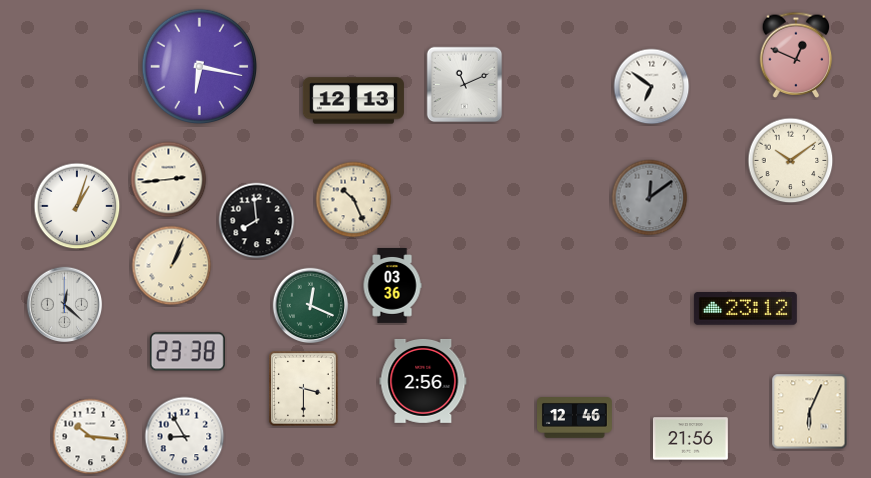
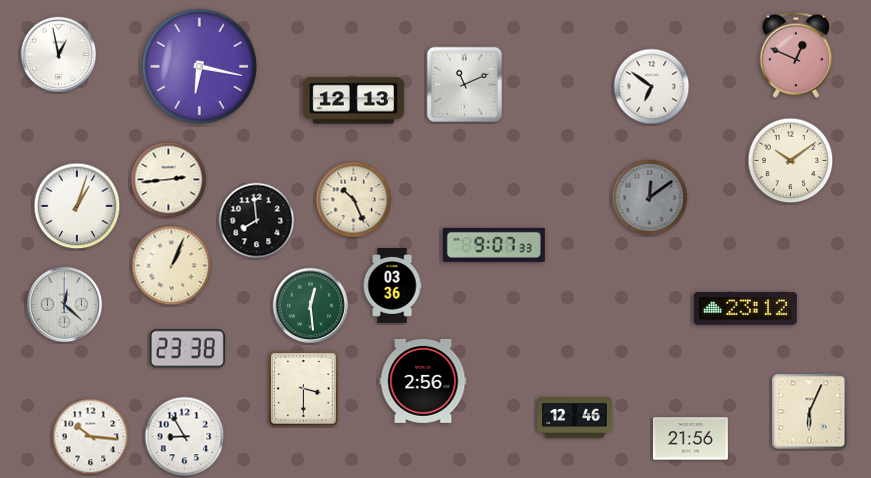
clock at (59, 55): none -> 12:58
clock at (494, 245): none -> 9:07
clock at (311, 306): 12:19 -> 12:29
clock at (187, 352) position: (187, 352) -> (187, 349)
